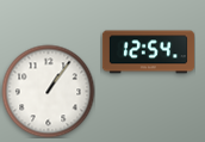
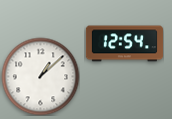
clock at (48, 91): 1:06 -> 1:08
